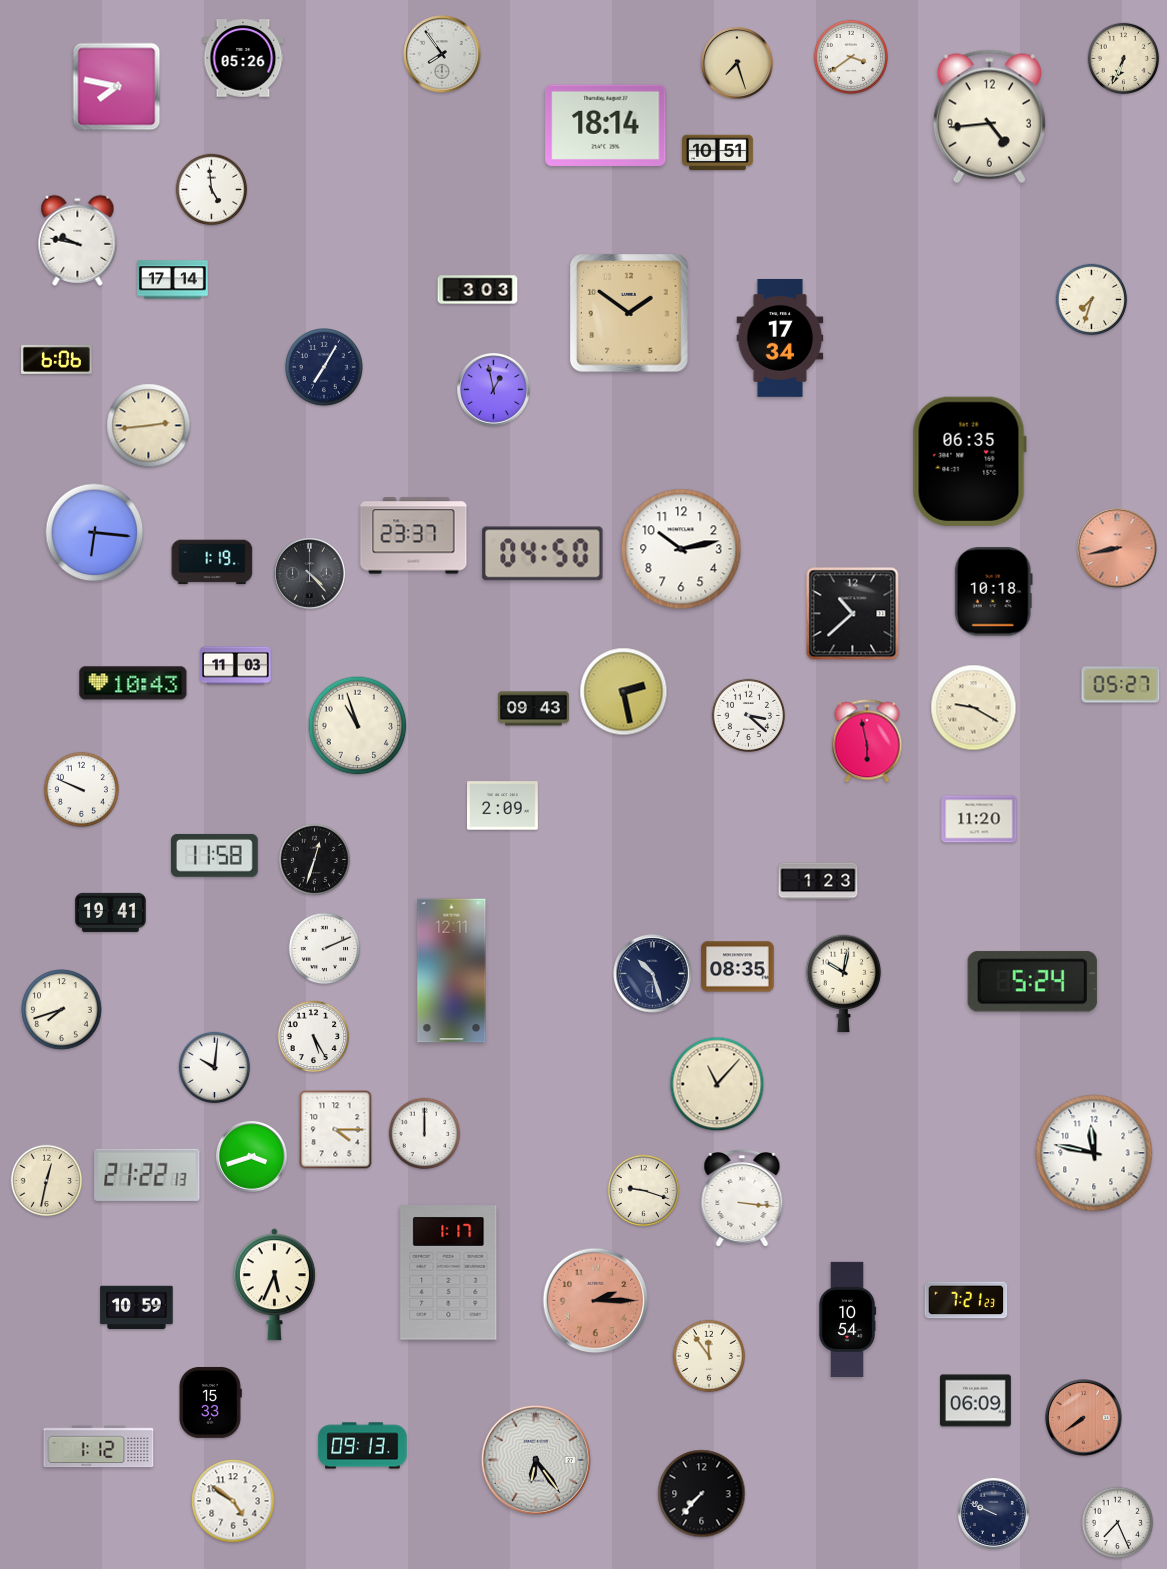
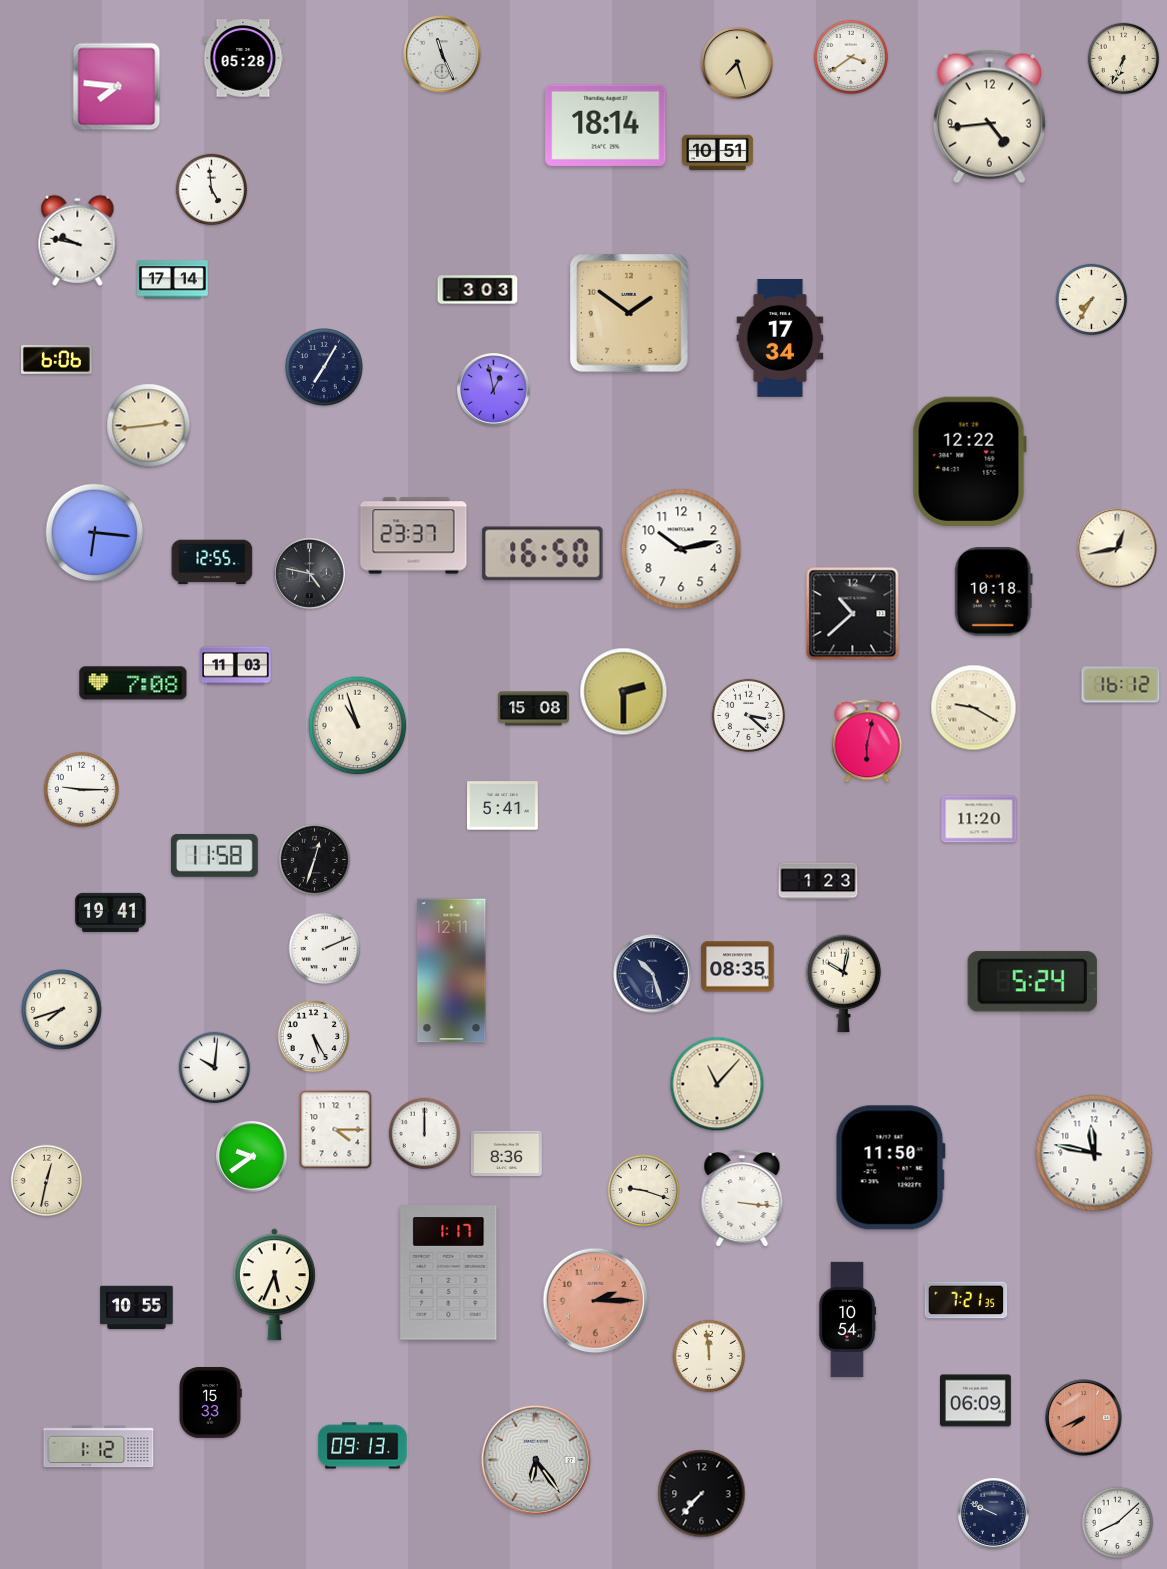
clock at (442, 54): 7:54 -> 11:26
clock at (243, 58): 05:26 -> 05:28
clock at (117, 87): 7:47 -> 7:46
clock at (1092, 300): 7:33 -> 7:35
clock at (969, 461): 06:35 -> 12:22
clock at (1117, 548): 8:43 -> 12:43
clock at (1117, 548) dial: salmon -> cream
clock at (543, 554): 04:50 -> 16:50
clock at (212, 562): 1:19 -> 12:55
clock at (310, 574): 4:23 -> 4:47
clock at (133, 683): 10:43 -> 7:08
clock at (1121, 685): 05:27 -> 16:12
clock at (624, 692): 2:28 -> 2:30
clock at (534, 709): 09:43 -> 15:08
clock at (867, 741): 5:58 -> 6:02
clock at (81, 789): 9:49 -> 9:15
clock at (503, 806): 2:09 -> 5:41
clock at (506, 1153): none -> 8:36
clock at (252, 1157): 3:42 -> 9:39
clock at (890, 1168): none -> 11:50
clock at (147, 1175): 21:22 -> none
clock at (966, 1300): 7:21:23 -> 7:21:35
clock at (137, 1308): 10:59 -> 10:55
clock at (709, 1356): 11:54 -> 11:59
clock at (1084, 1418): 7:39 -> 7:41
clock at (233, 1501): 4:51 -> none
clock at (1118, 1523): 7:26 -> 8:08
